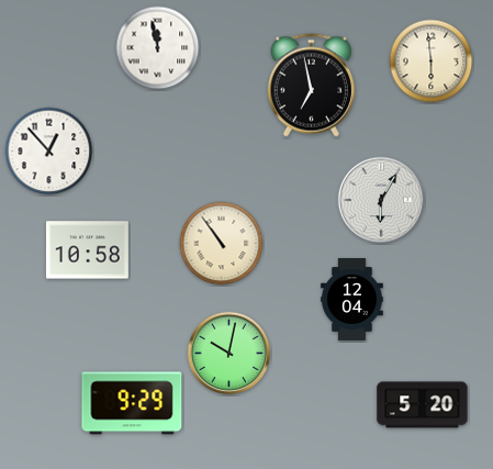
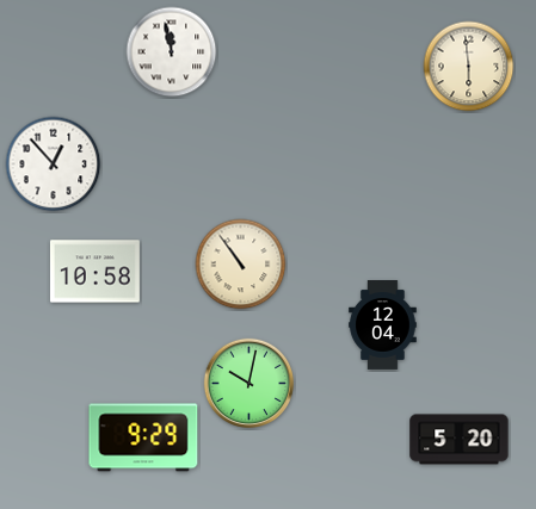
clock at (311, 86): 6:58 -> none
clock at (381, 200): 6:05 -> none
